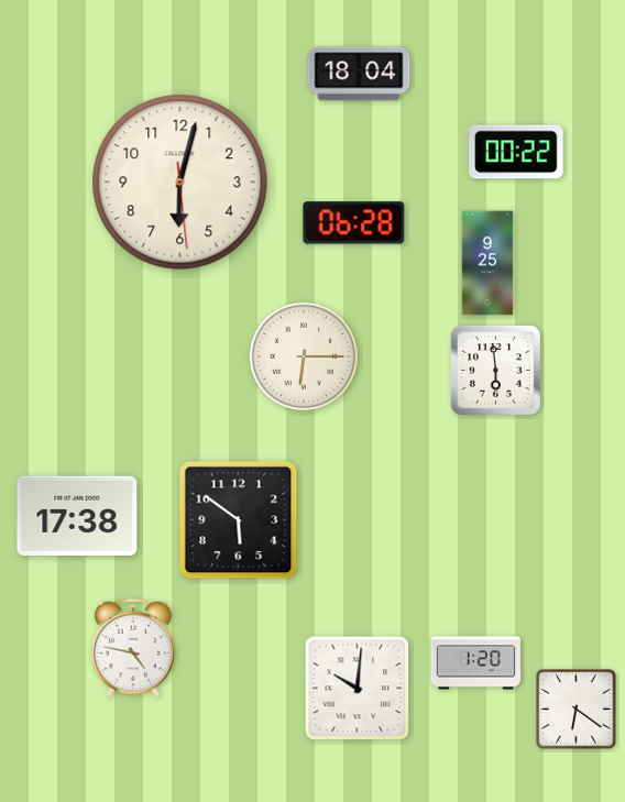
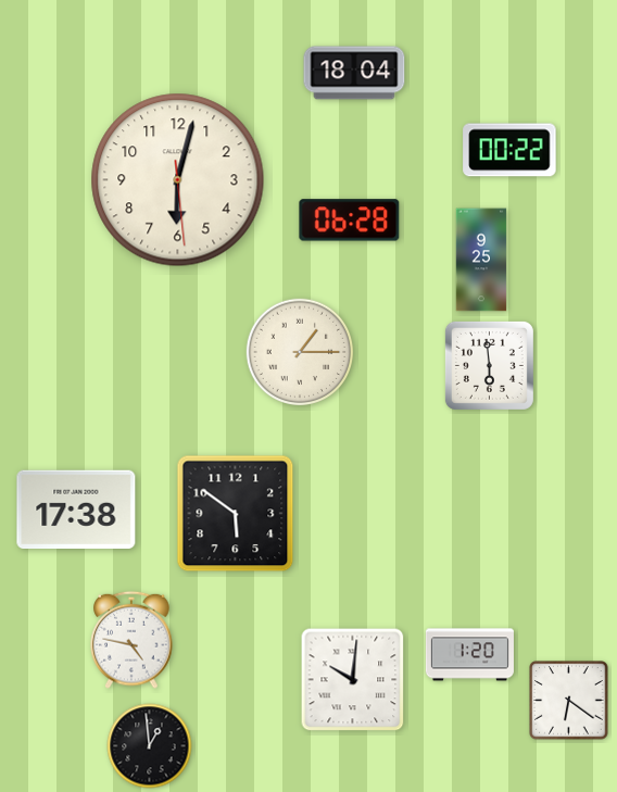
clock at (304, 356): 6:15 -> 1:15
clock at (150, 746): none -> 12:59
